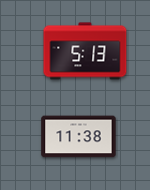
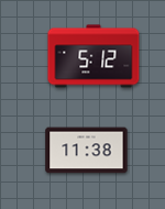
clock at (85, 51): 5:13 -> 5:12
